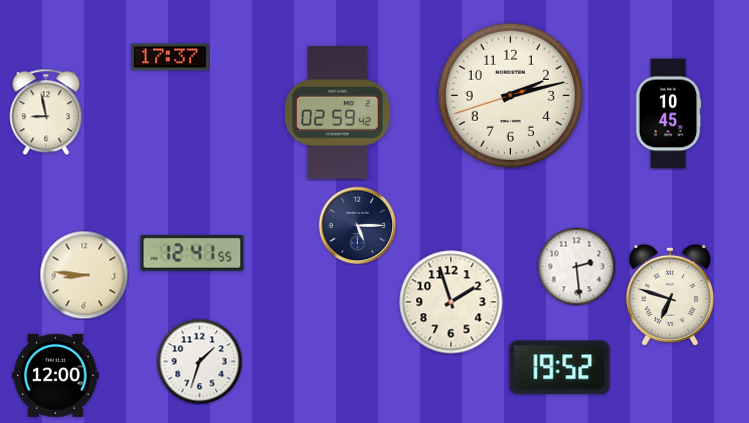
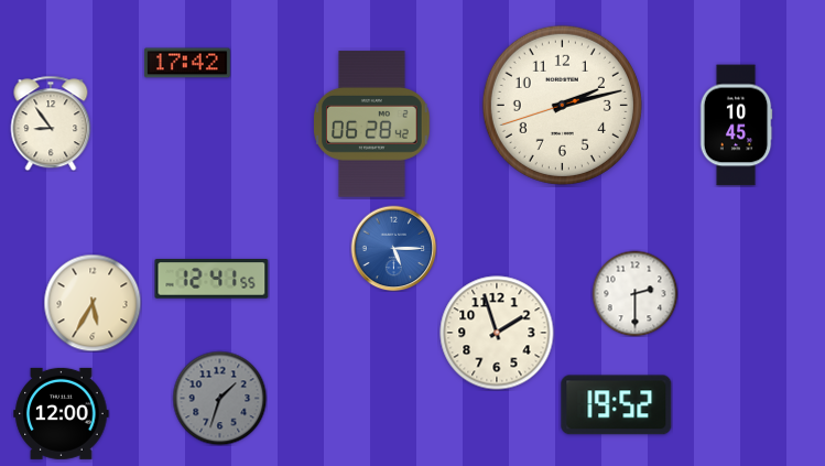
clock at (170, 57): 17:37 -> 17:42
clock at (46, 112): 8:58 -> 8:54
clock at (338, 113): 02:59 -> 06:28
clock at (357, 225) dial: navy -> blue
clock at (576, 266): 2:29 -> 2:30
clock at (84, 275): 8:46 -> 5:35
clock at (670, 295): 6:48 -> none
clock at (199, 361) dial: white -> grey
